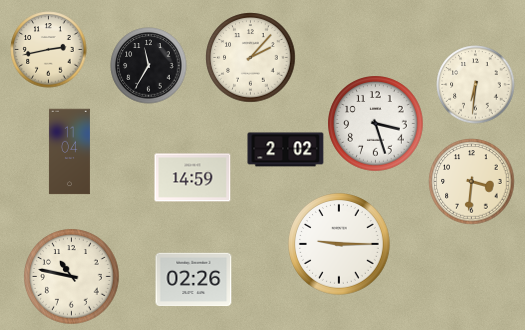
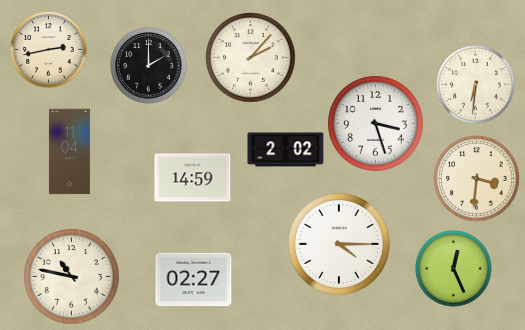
clock at (149, 66): 11:35 -> 2:00
clock at (472, 182) position: (472, 182) -> (477, 179)
clock at (340, 245): 9:15 -> 4:15
clock at (454, 269): none -> 12:26
clock at (194, 280): 02:26 -> 02:27
